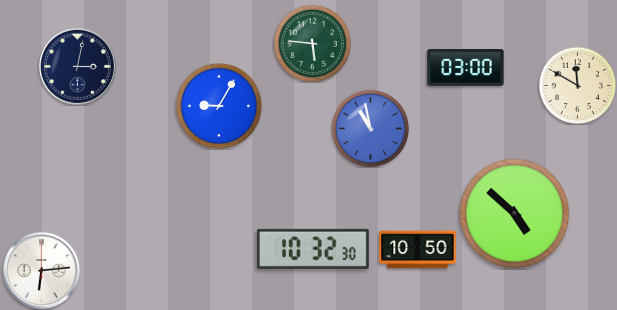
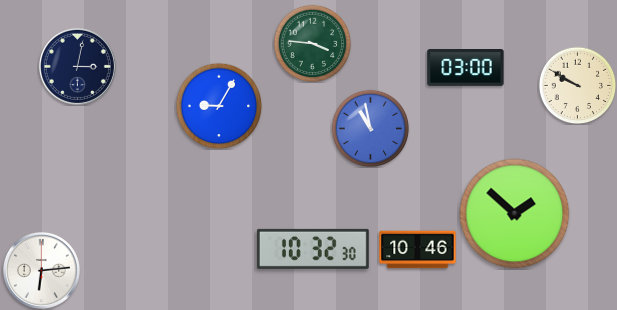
clock at (312, 43): 5:46 -> 3:46
clock at (577, 85): 11:50 -> 9:50
clock at (515, 214): 4:52 -> 1:52
clock at (418, 250): 10:50 -> 10:46
